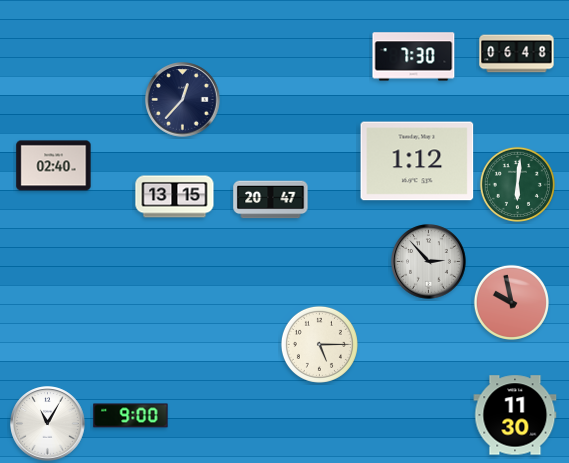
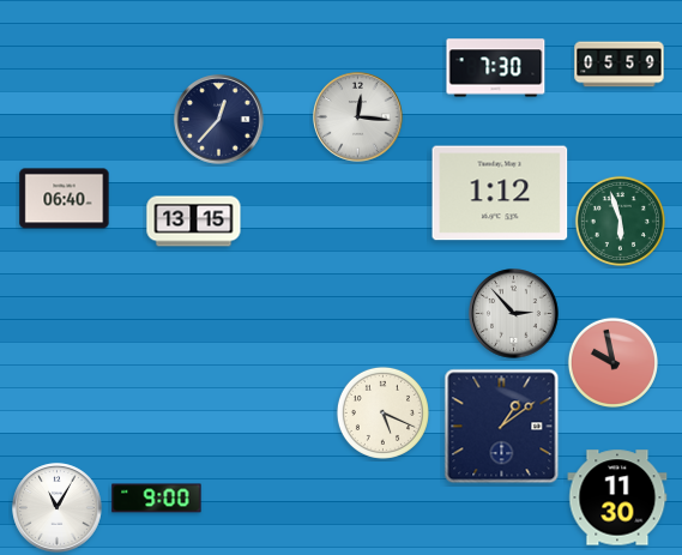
clock at (517, 54): 06:48 -> 05:59
clock at (358, 117): none -> 12:16
clock at (54, 166): 02:40 -> 06:40
clock at (517, 184): 6:01 -> 5:57
clock at (175, 197) position: (175, 197) -> (194, 222)
clock at (271, 200): 20:47 -> none
clock at (319, 344): 5:15 -> 5:19
clock at (502, 427): none -> 1:09
